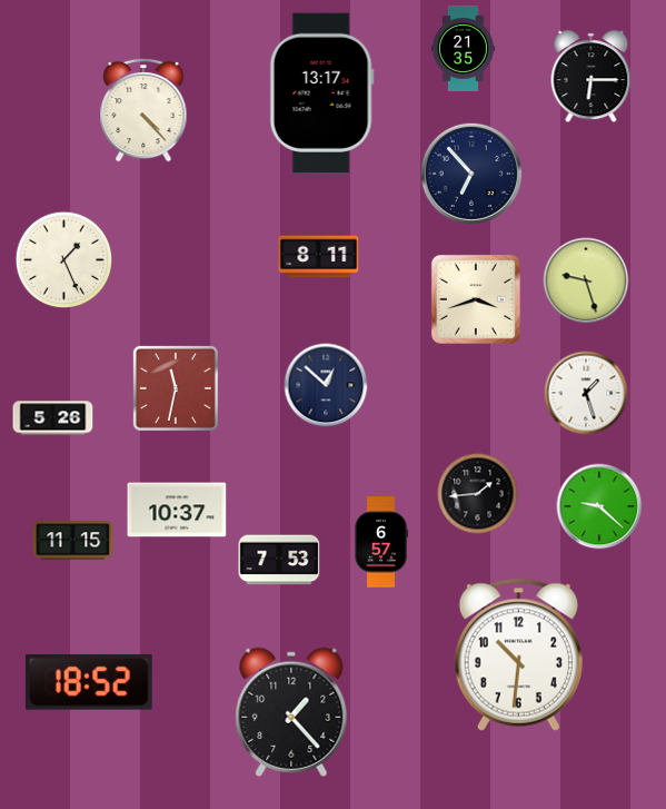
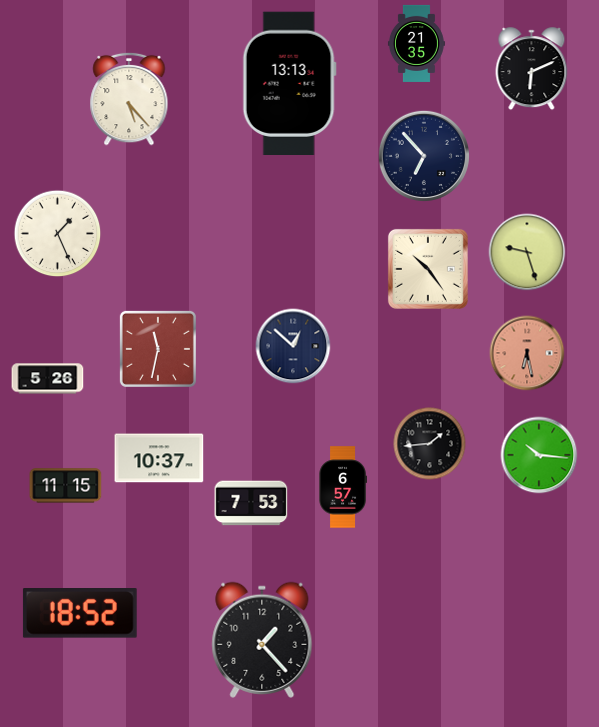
clock at (592, 77): 6:15 -> 6:11
clock at (321, 92): 13:17 -> 13:13
clock at (143, 110): 4:23 -> 5:23
clock at (319, 257): 8:11 -> none
clock at (476, 299): 3:42 -> 10:24
clock at (586, 393): 1:27 -> 6:28
clock at (586, 393) dial: white -> salmon
clock at (53, 418) position: (53, 418) -> (48, 379)
clock at (599, 506): 9:22 -> 10:16
clock at (518, 654): 10:31 -> none
